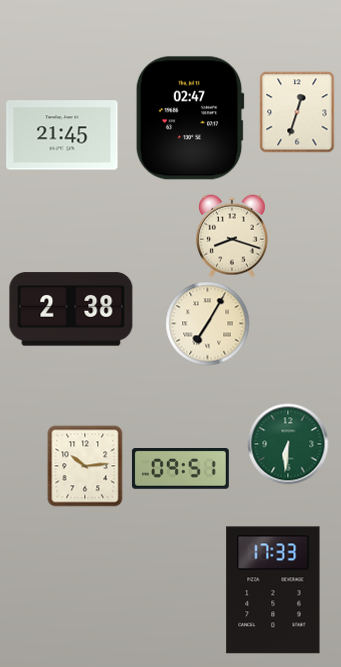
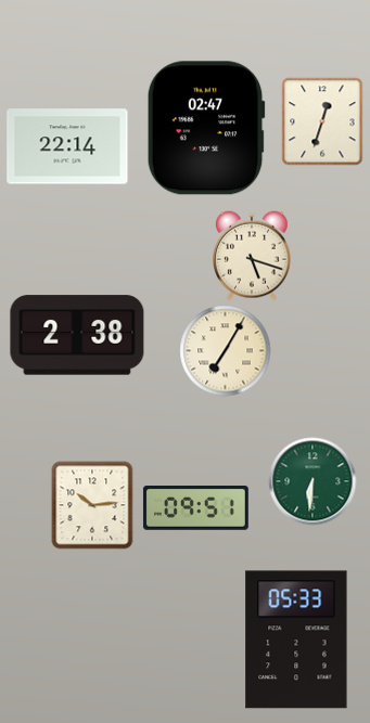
clock at (62, 135): 21:45 -> 22:14
clock at (232, 236): 8:18 -> 5:18
clock at (273, 590): 17:33 -> 05:33
